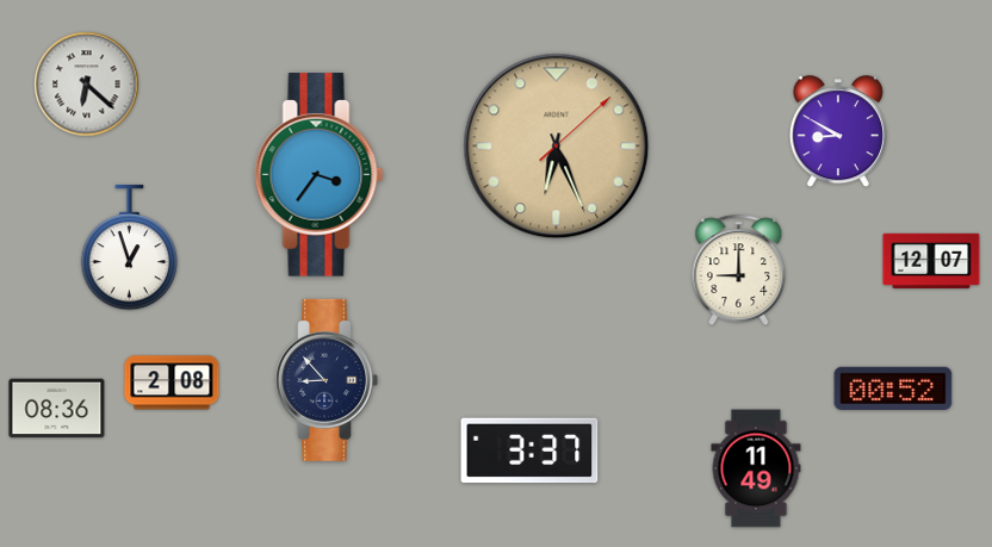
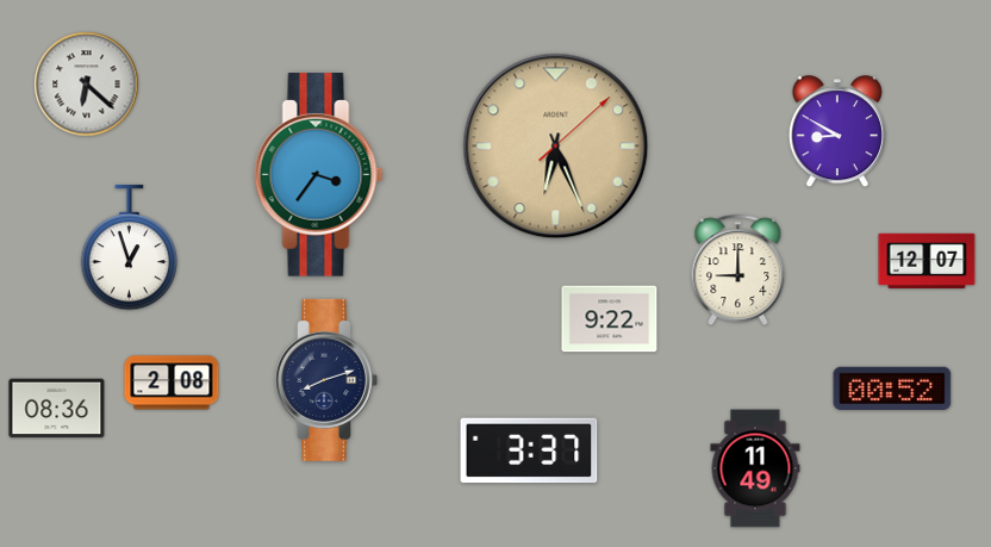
clock at (931, 261) position: (931, 261) -> (927, 261)
clock at (610, 319): none -> 9:22
clock at (327, 380): 8:53 -> 8:12
